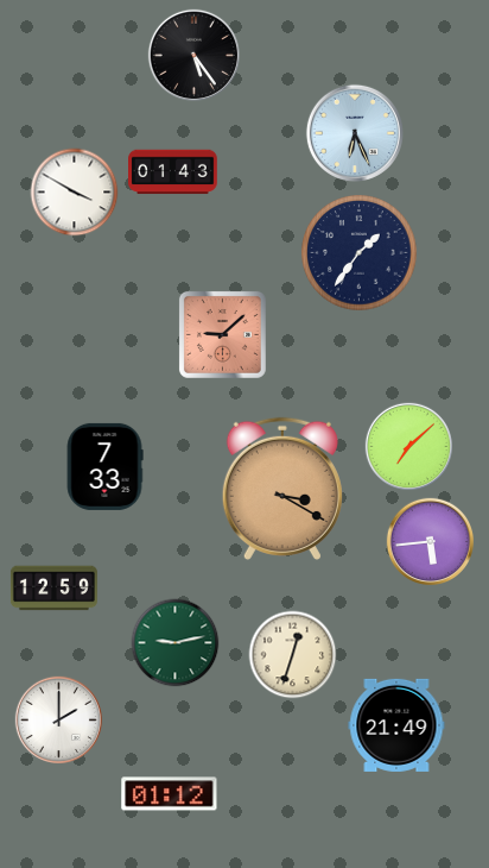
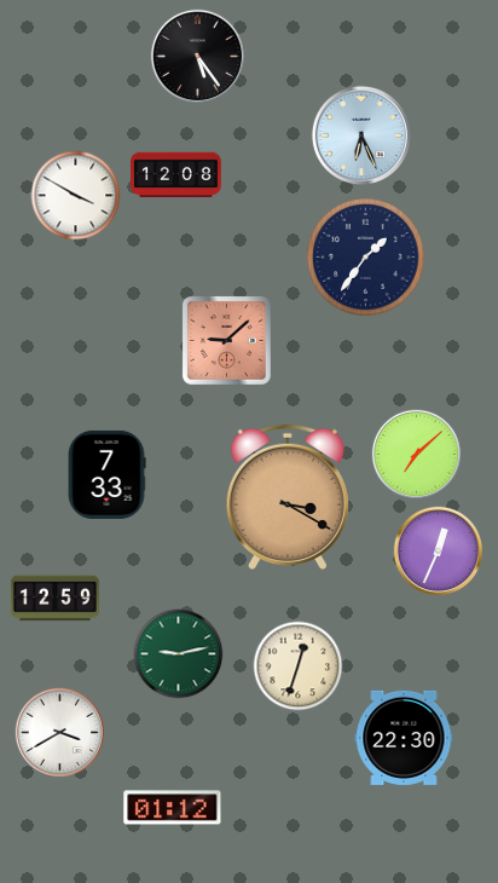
clock at (173, 172): 01:43 -> 12:08
clock at (430, 541): 5:44 -> 12:34
clock at (58, 719): 2:00 -> 3:40
clock at (396, 725): 21:49 -> 22:30
